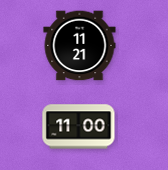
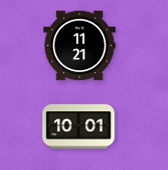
clock at (79, 127): 11:00 -> 10:01
